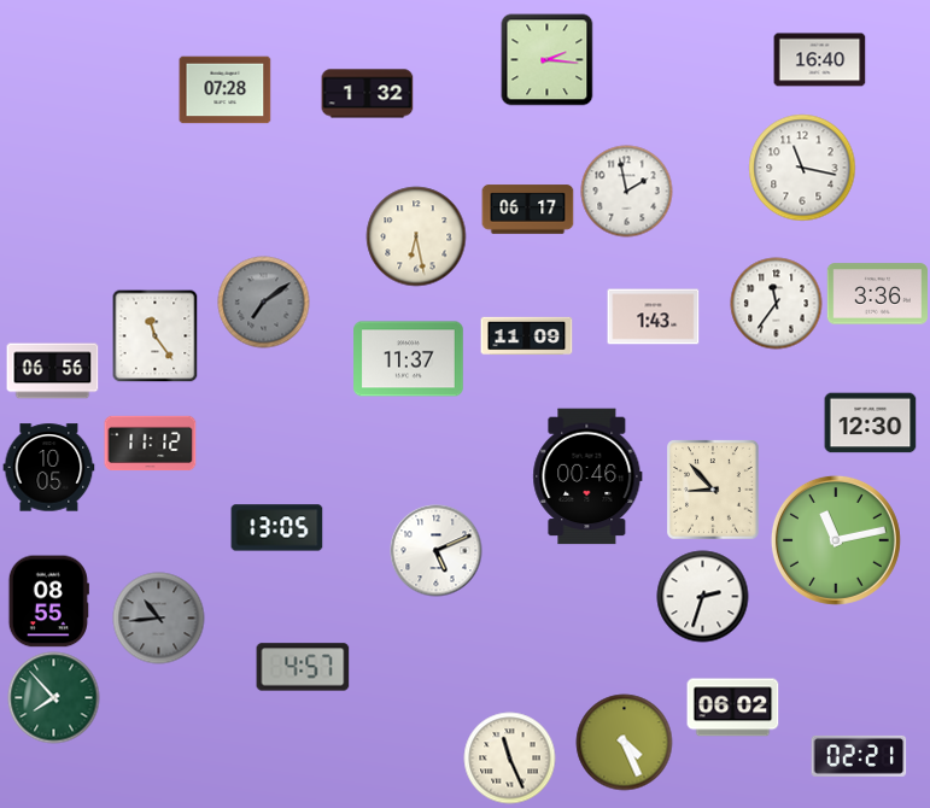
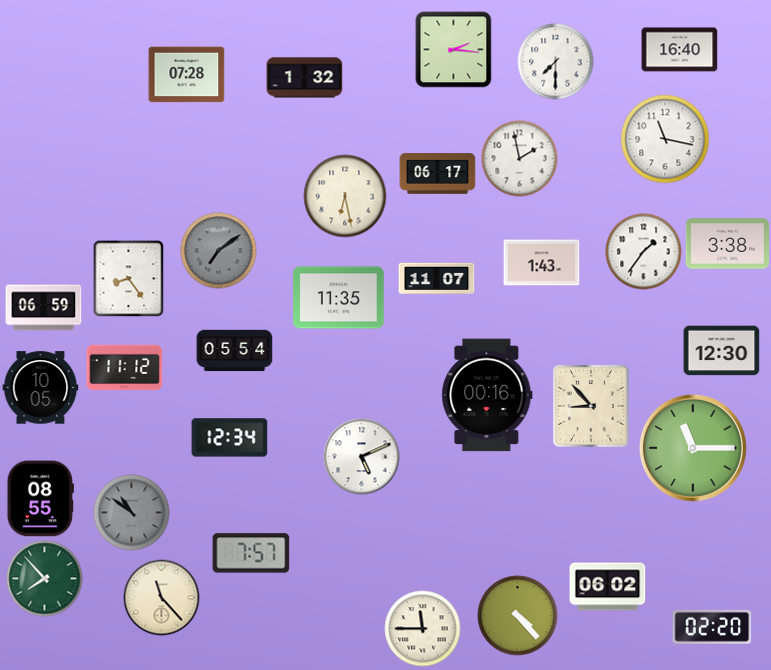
clock at (556, 62): none -> 7:30
clock at (877, 294): 3:36 -> 3:38
clock at (777, 304): 11:36 -> 1:36
clock at (156, 335): 11:24 -> 8:24
clock at (527, 336): 11:09 -> 11:07
clock at (409, 359): 11:37 -> 11:35
clock at (53, 371): 06:56 -> 06:59
clock at (235, 351): none -> 05:54
clock at (587, 476): 00:46 -> 00:16
clock at (277, 528): 13:05 -> 12:34
clock at (836, 540): 11:13 -> 11:15
clock at (703, 597): 2:33 -> none
clock at (159, 619): 10:44 -> 10:51
clock at (303, 667): 4:57 -> 7:57
clock at (162, 598): none -> 11:23
clock at (625, 743): 4:26 -> 4:23
clock at (859, 756): 02:21 -> 02:20
clock at (510, 759): 11:26 -> 11:45
